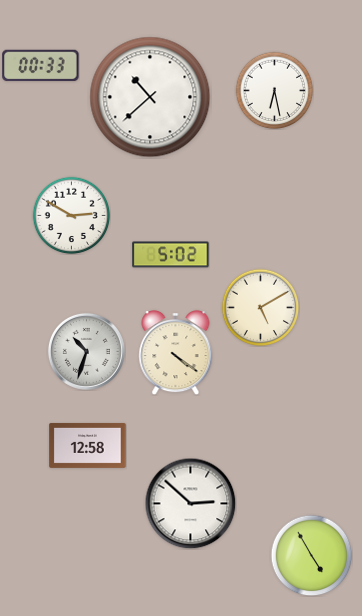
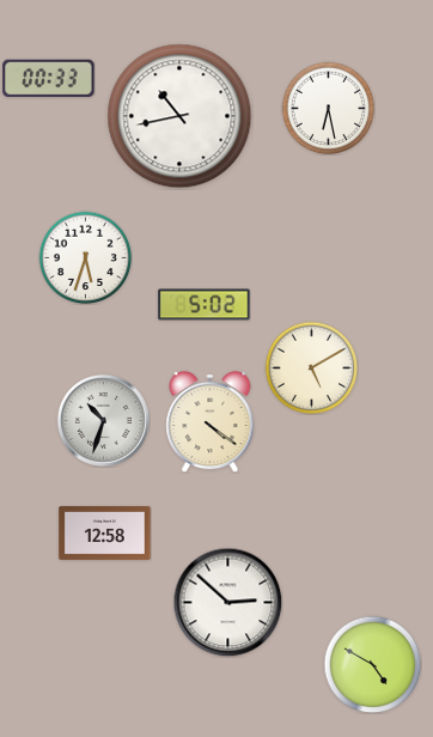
clock at (150, 97): 10:38 -> 10:43
clock at (71, 215): 2:50 -> 5:33
clock at (311, 555): 4:55 -> 4:50
